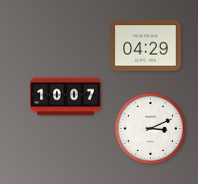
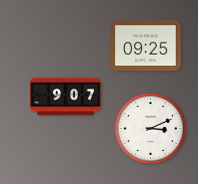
clock at (146, 46): 04:29 -> 09:25
clock at (66, 97): 10:07 -> 9:07
